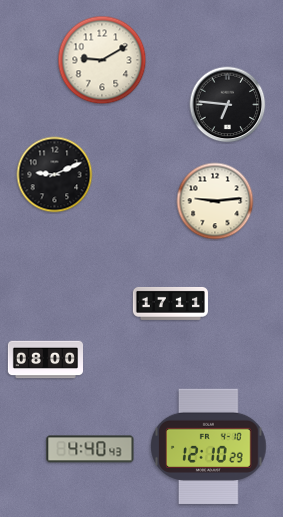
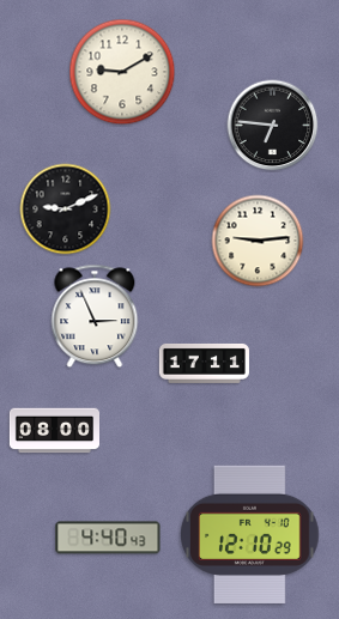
clock at (95, 316): none -> 2:56
